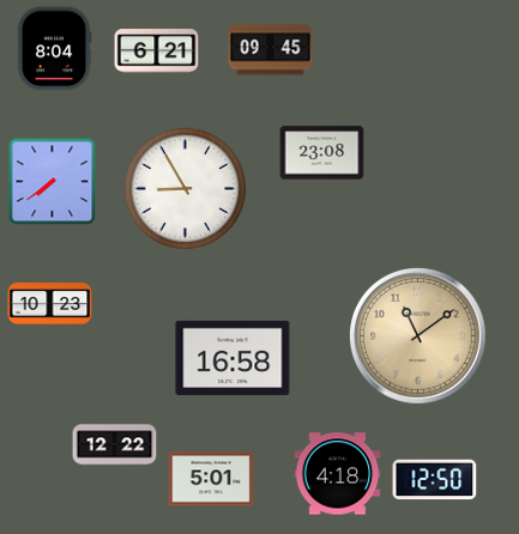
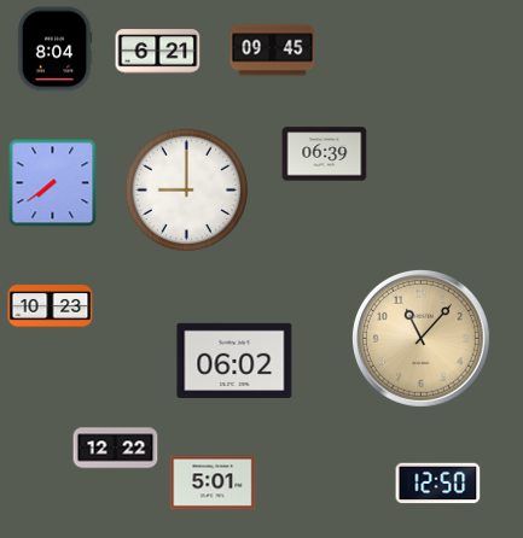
clock at (322, 153): 23:08 -> 06:39
clock at (186, 189): 8:55 -> 9:00
clock at (417, 335): 11:09 -> 11:07
clock at (233, 358): 16:58 -> 06:02
clock at (338, 474): 4:18 -> none
